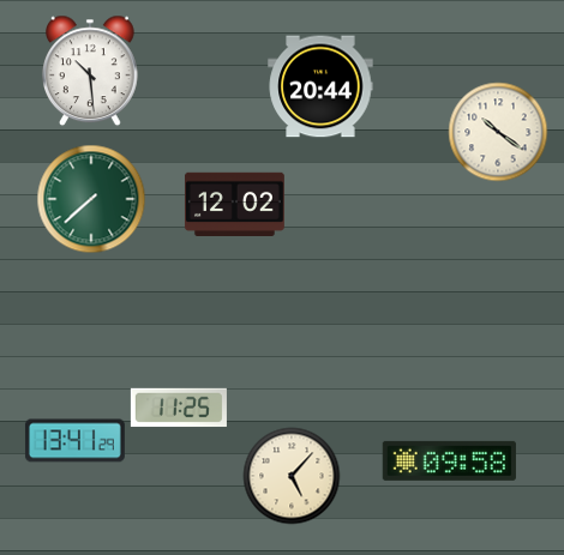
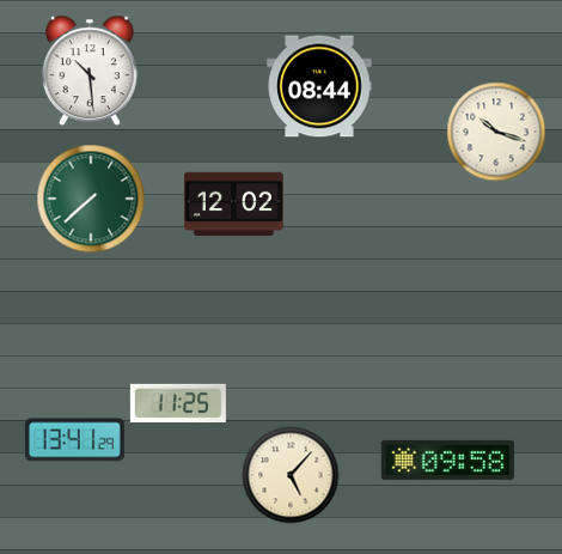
clock at (320, 86): 20:44 -> 08:44
clock at (498, 132): 10:21 -> 10:18
clock at (179, 408) position: (179, 408) -> (178, 403)
